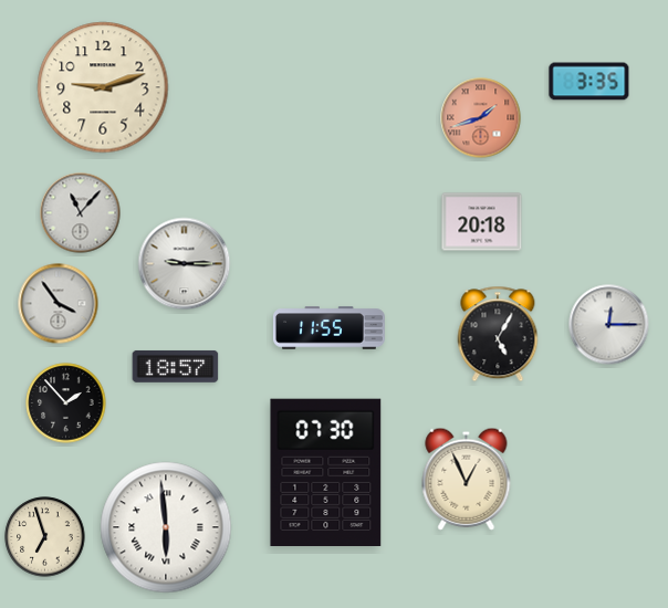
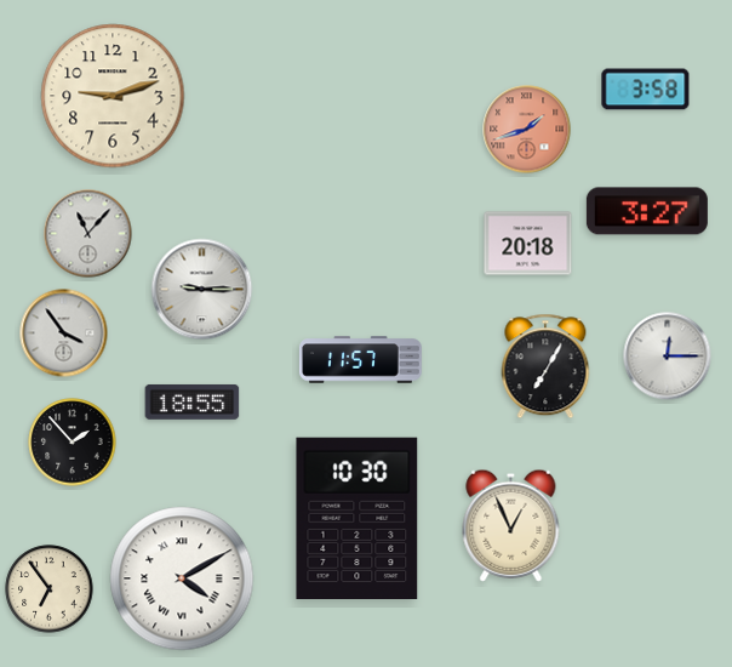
clock at (589, 82): 3:35 -> 3:58
clock at (647, 211): none -> 3:27
clock at (328, 328): 11:55 -> 11:57
clock at (498, 334): 5:05 -> 7:05
clock at (176, 366): 18:57 -> 18:55
clock at (326, 472): 07:30 -> 10:30
clock at (166, 527): 5:59 -> 4:10
clock at (45, 537): 6:57 -> 6:54
